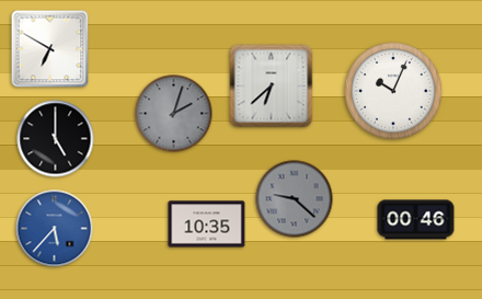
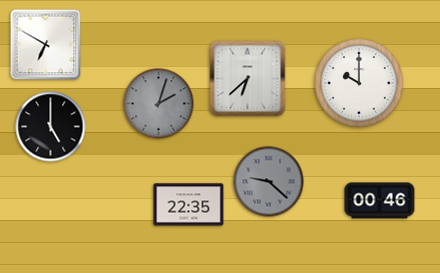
clock at (393, 91): 10:04 -> 10:00
clock at (207, 225): 10:35 -> 22:35
clock at (55, 229): 5:37 -> none
